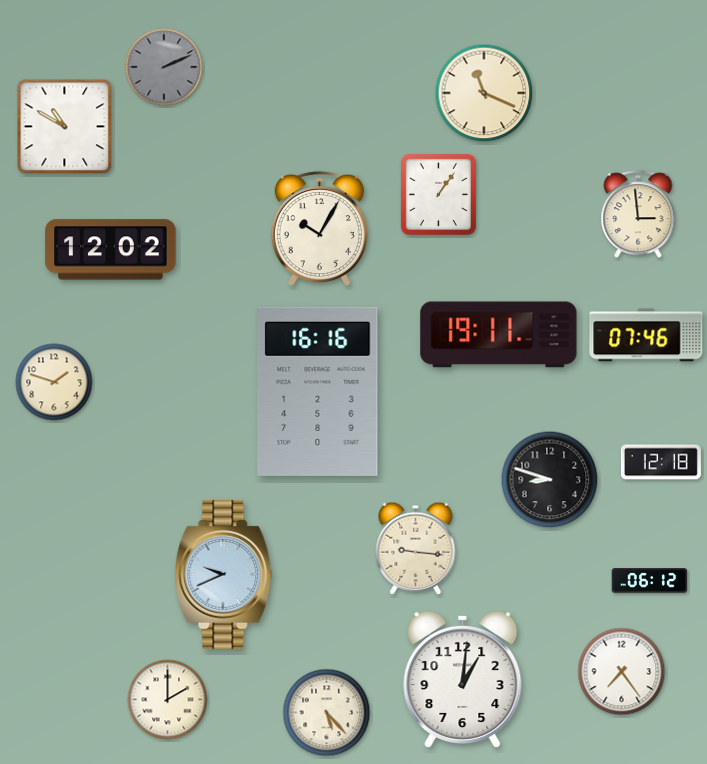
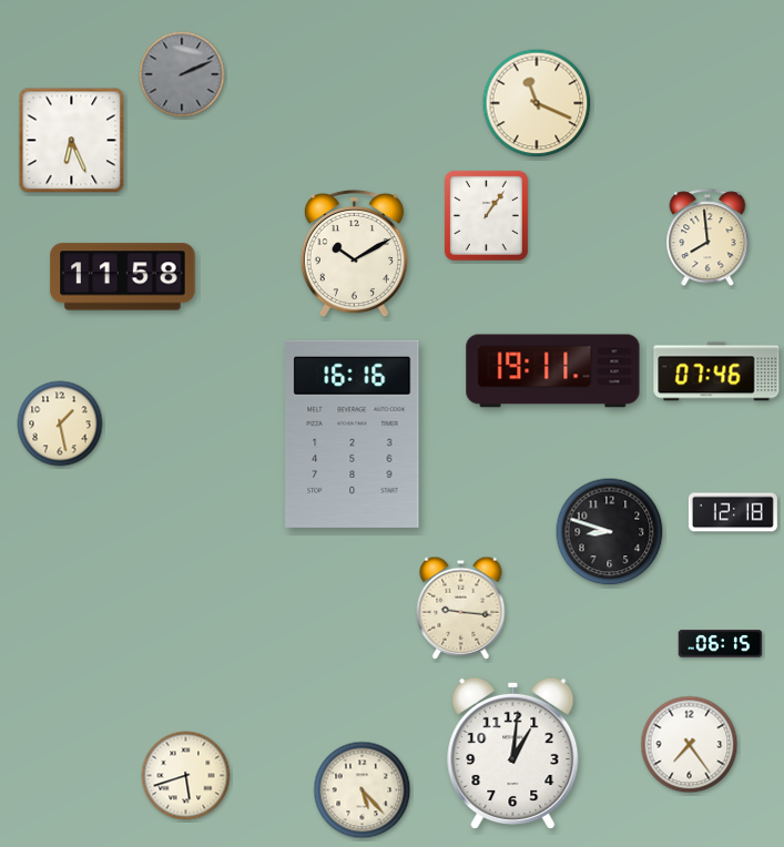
clock at (65, 127): 10:50 -> 6:26
clock at (638, 215): 2:59 -> 7:59
clock at (319, 229): 10:05 -> 10:10
clock at (111, 250): 12:02 -> 11:58
clock at (54, 382): 1:48 -> 1:28
clock at (224, 574): 9:41 -> none
clock at (650, 581): 06:12 -> 06:15
clock at (168, 700): 2:00 -> 5:42
